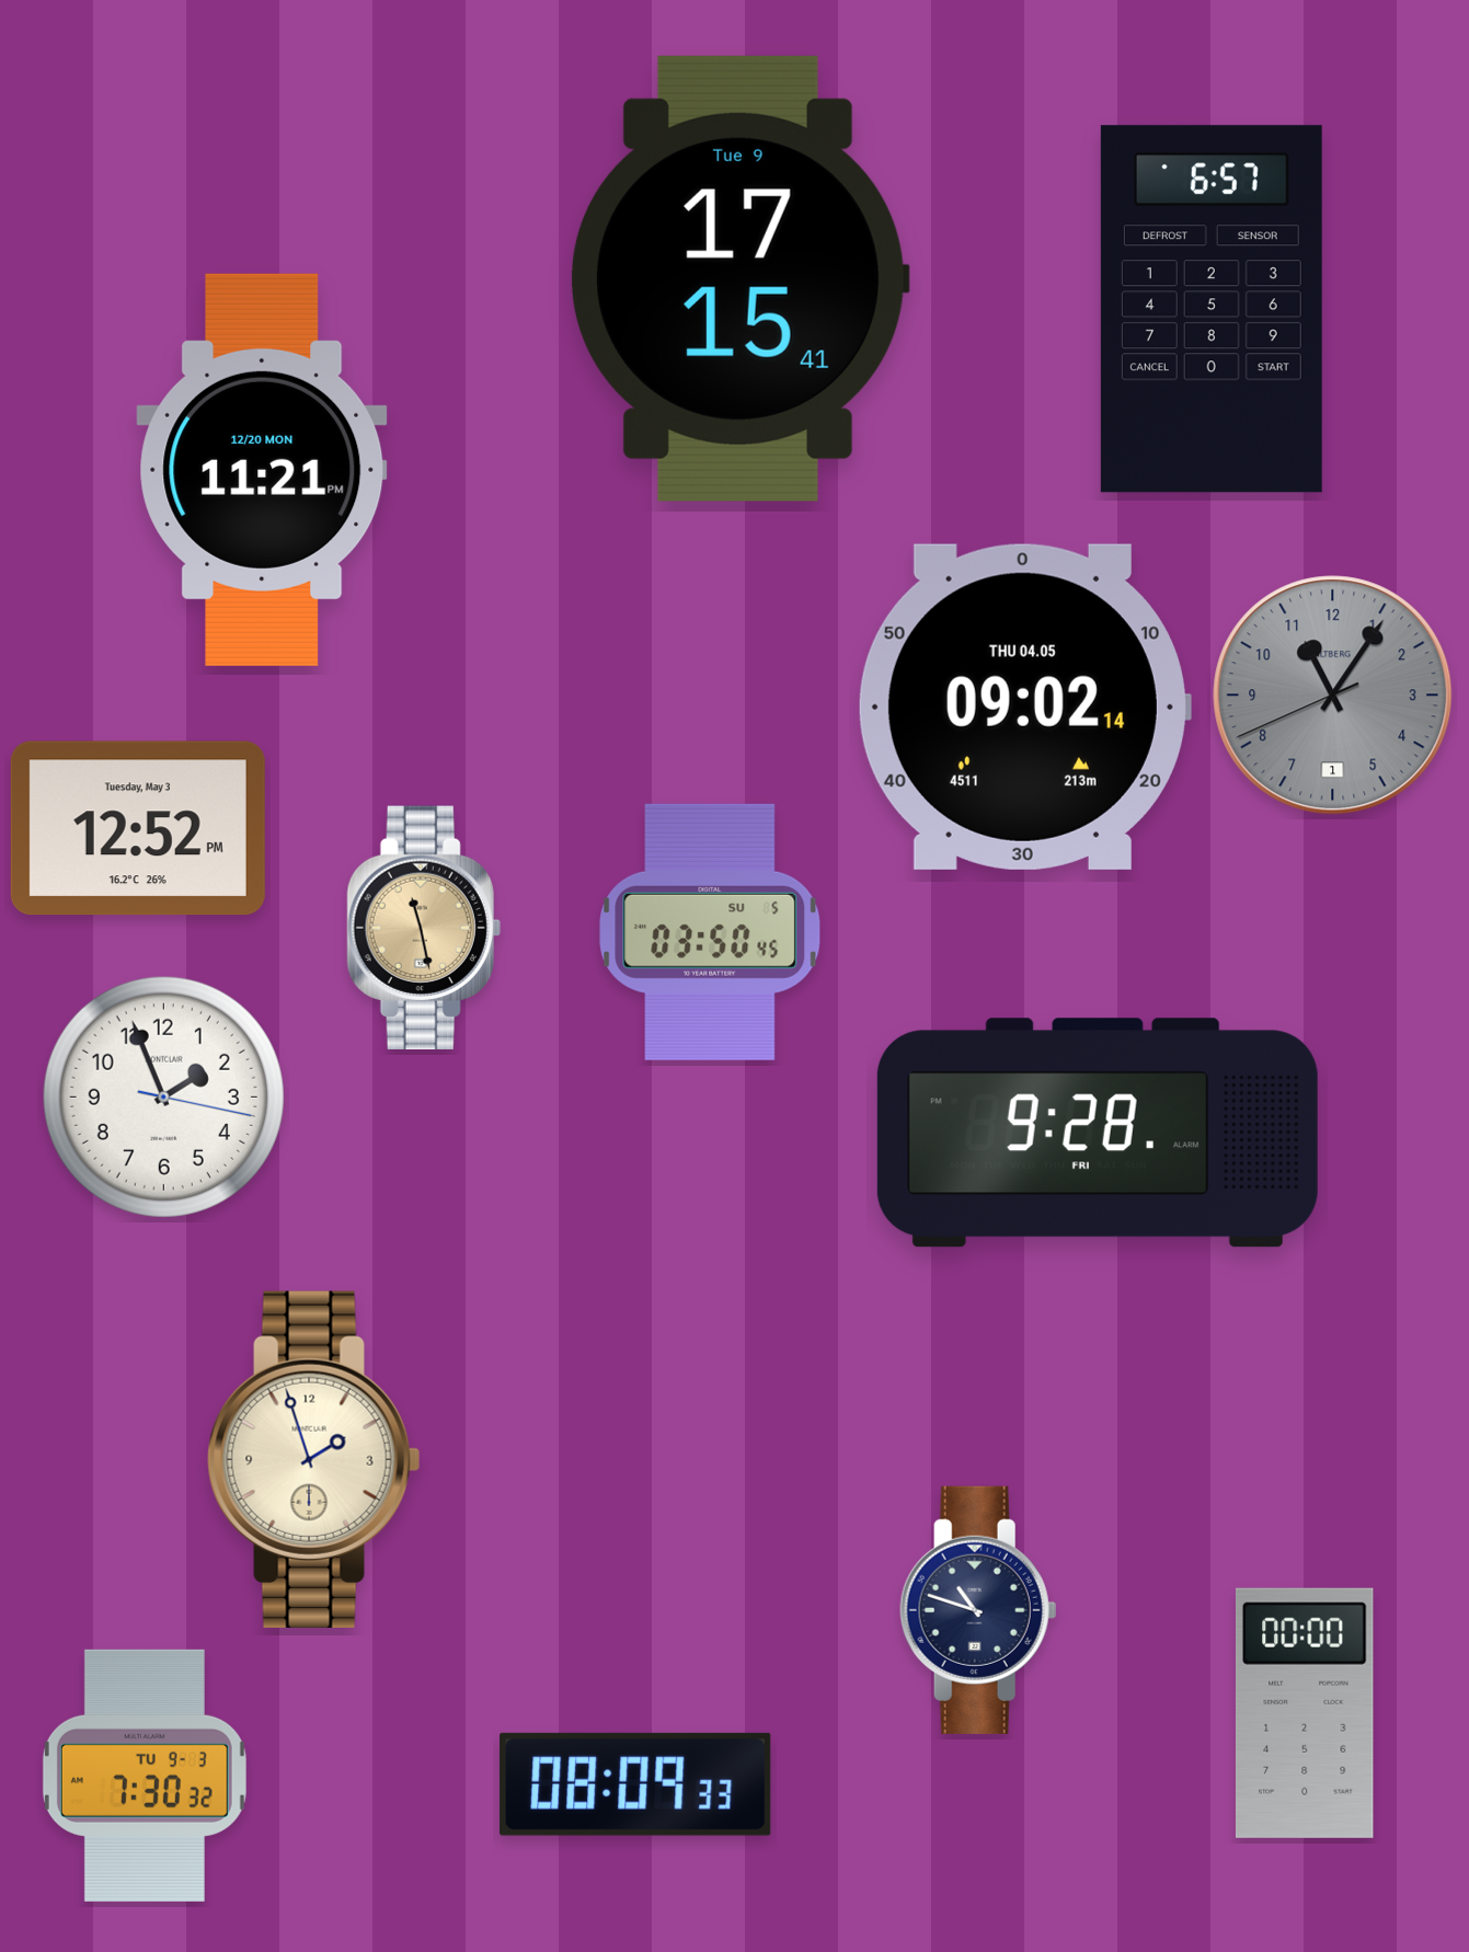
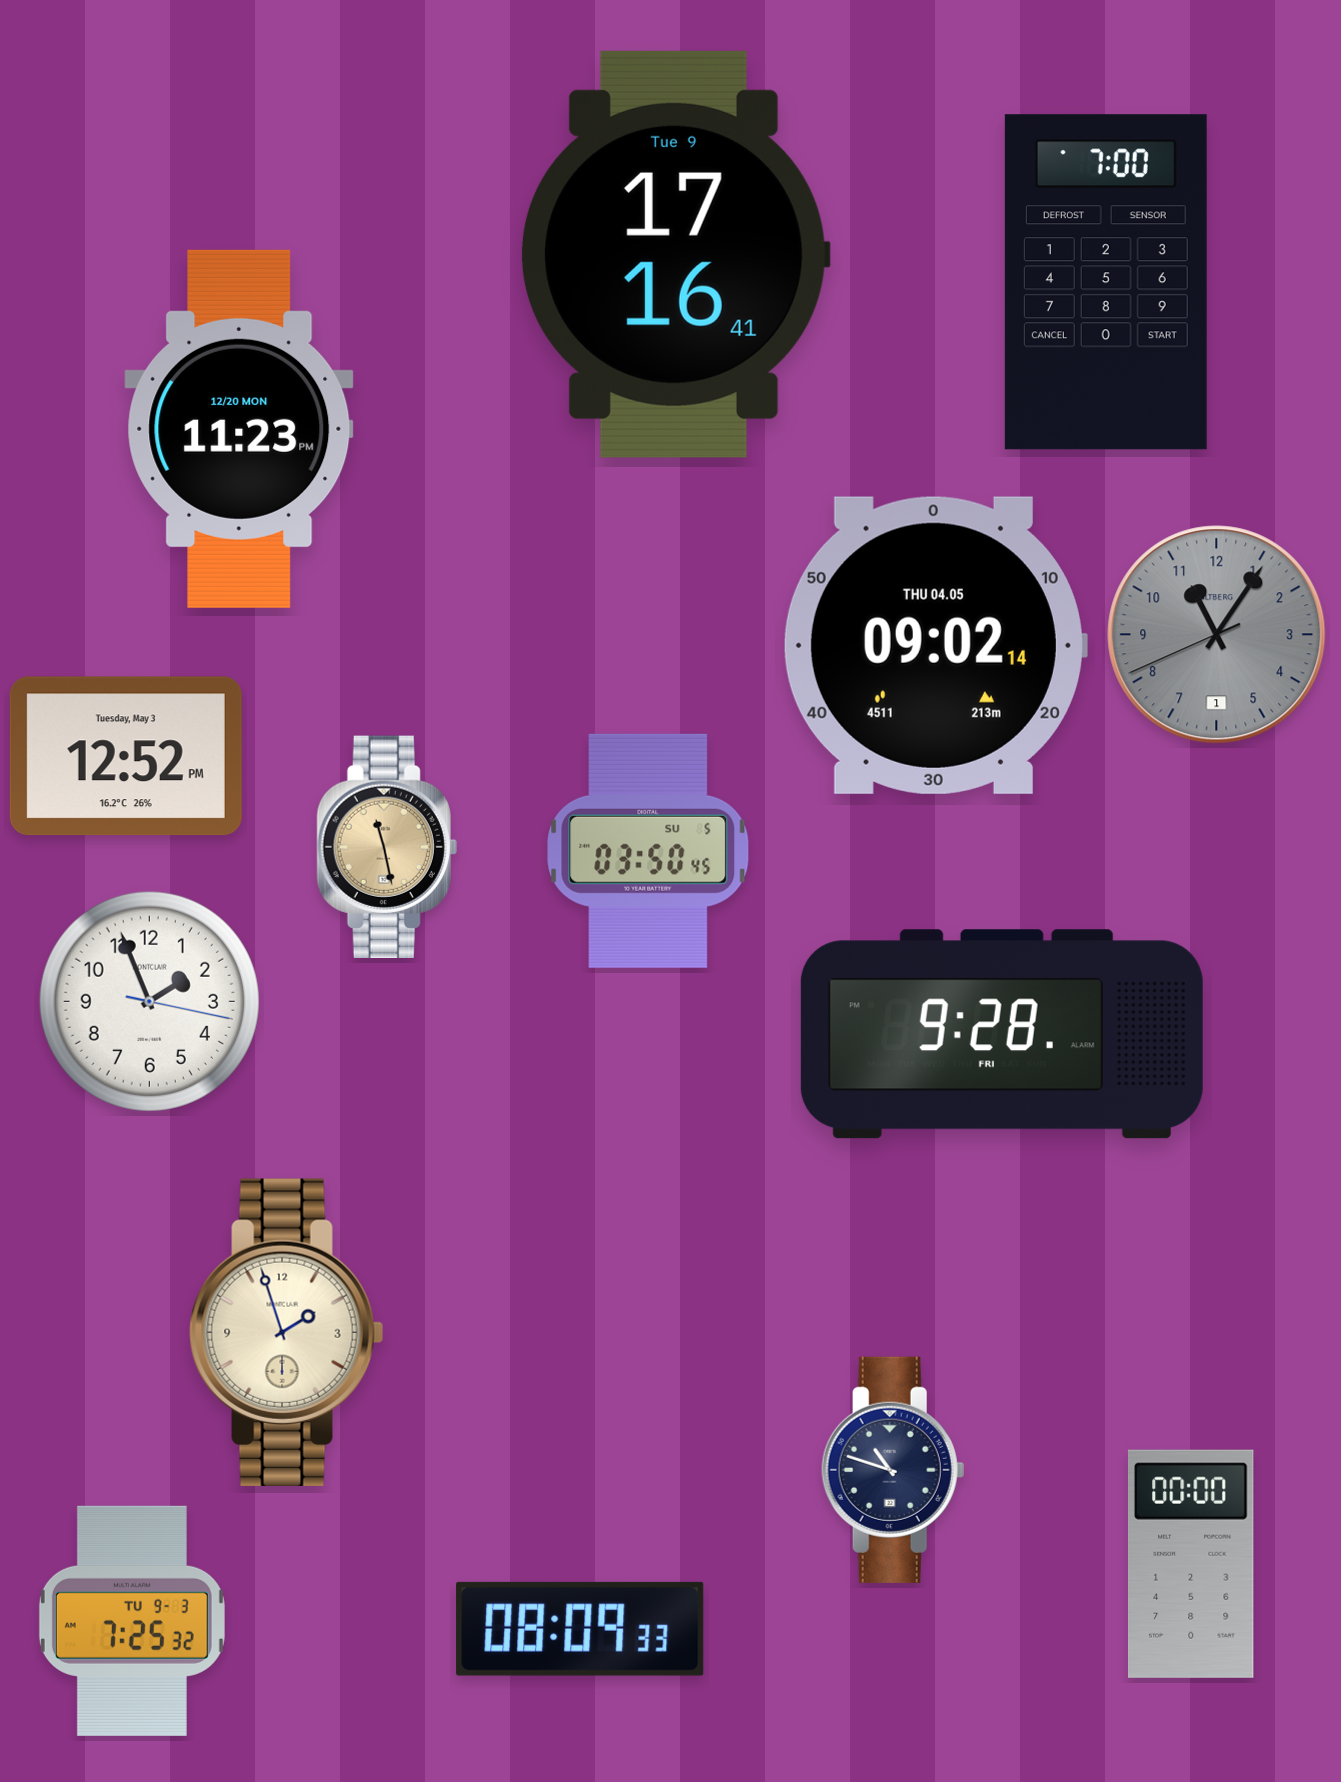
clock at (739, 278): 17:15 -> 17:16
clock at (1212, 309): 6:57 -> 7:00
clock at (262, 470): 11:21 -> 11:23
clock at (145, 1776): 7:30 -> 7:25
